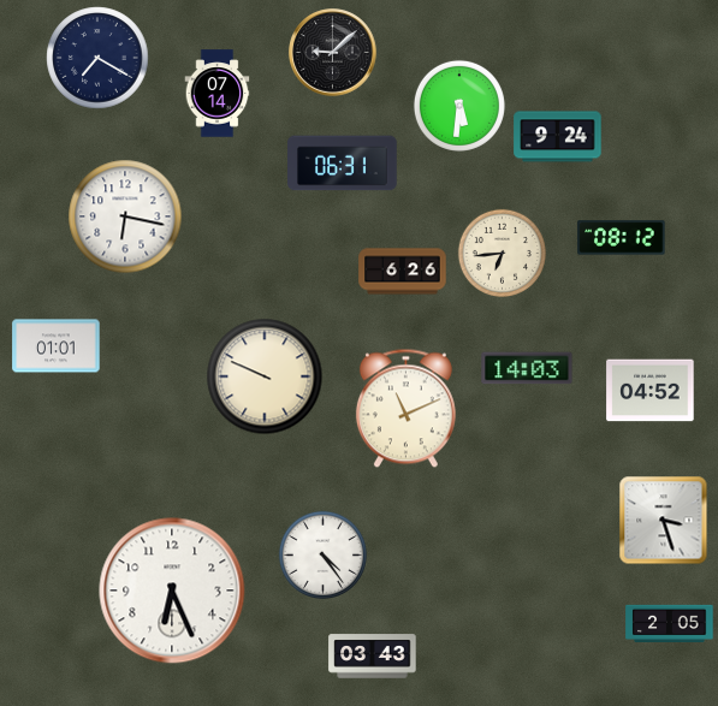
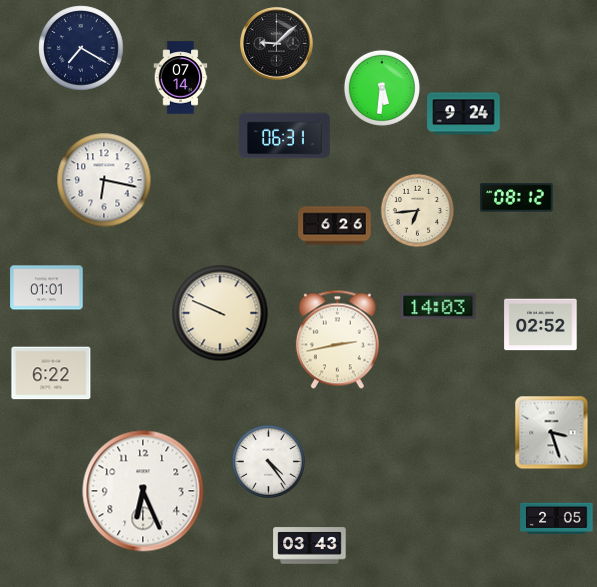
clock at (651, 391): 04:52 -> 02:52
clock at (405, 409): 11:11 -> 2:43
clock at (51, 373): none -> 6:22
